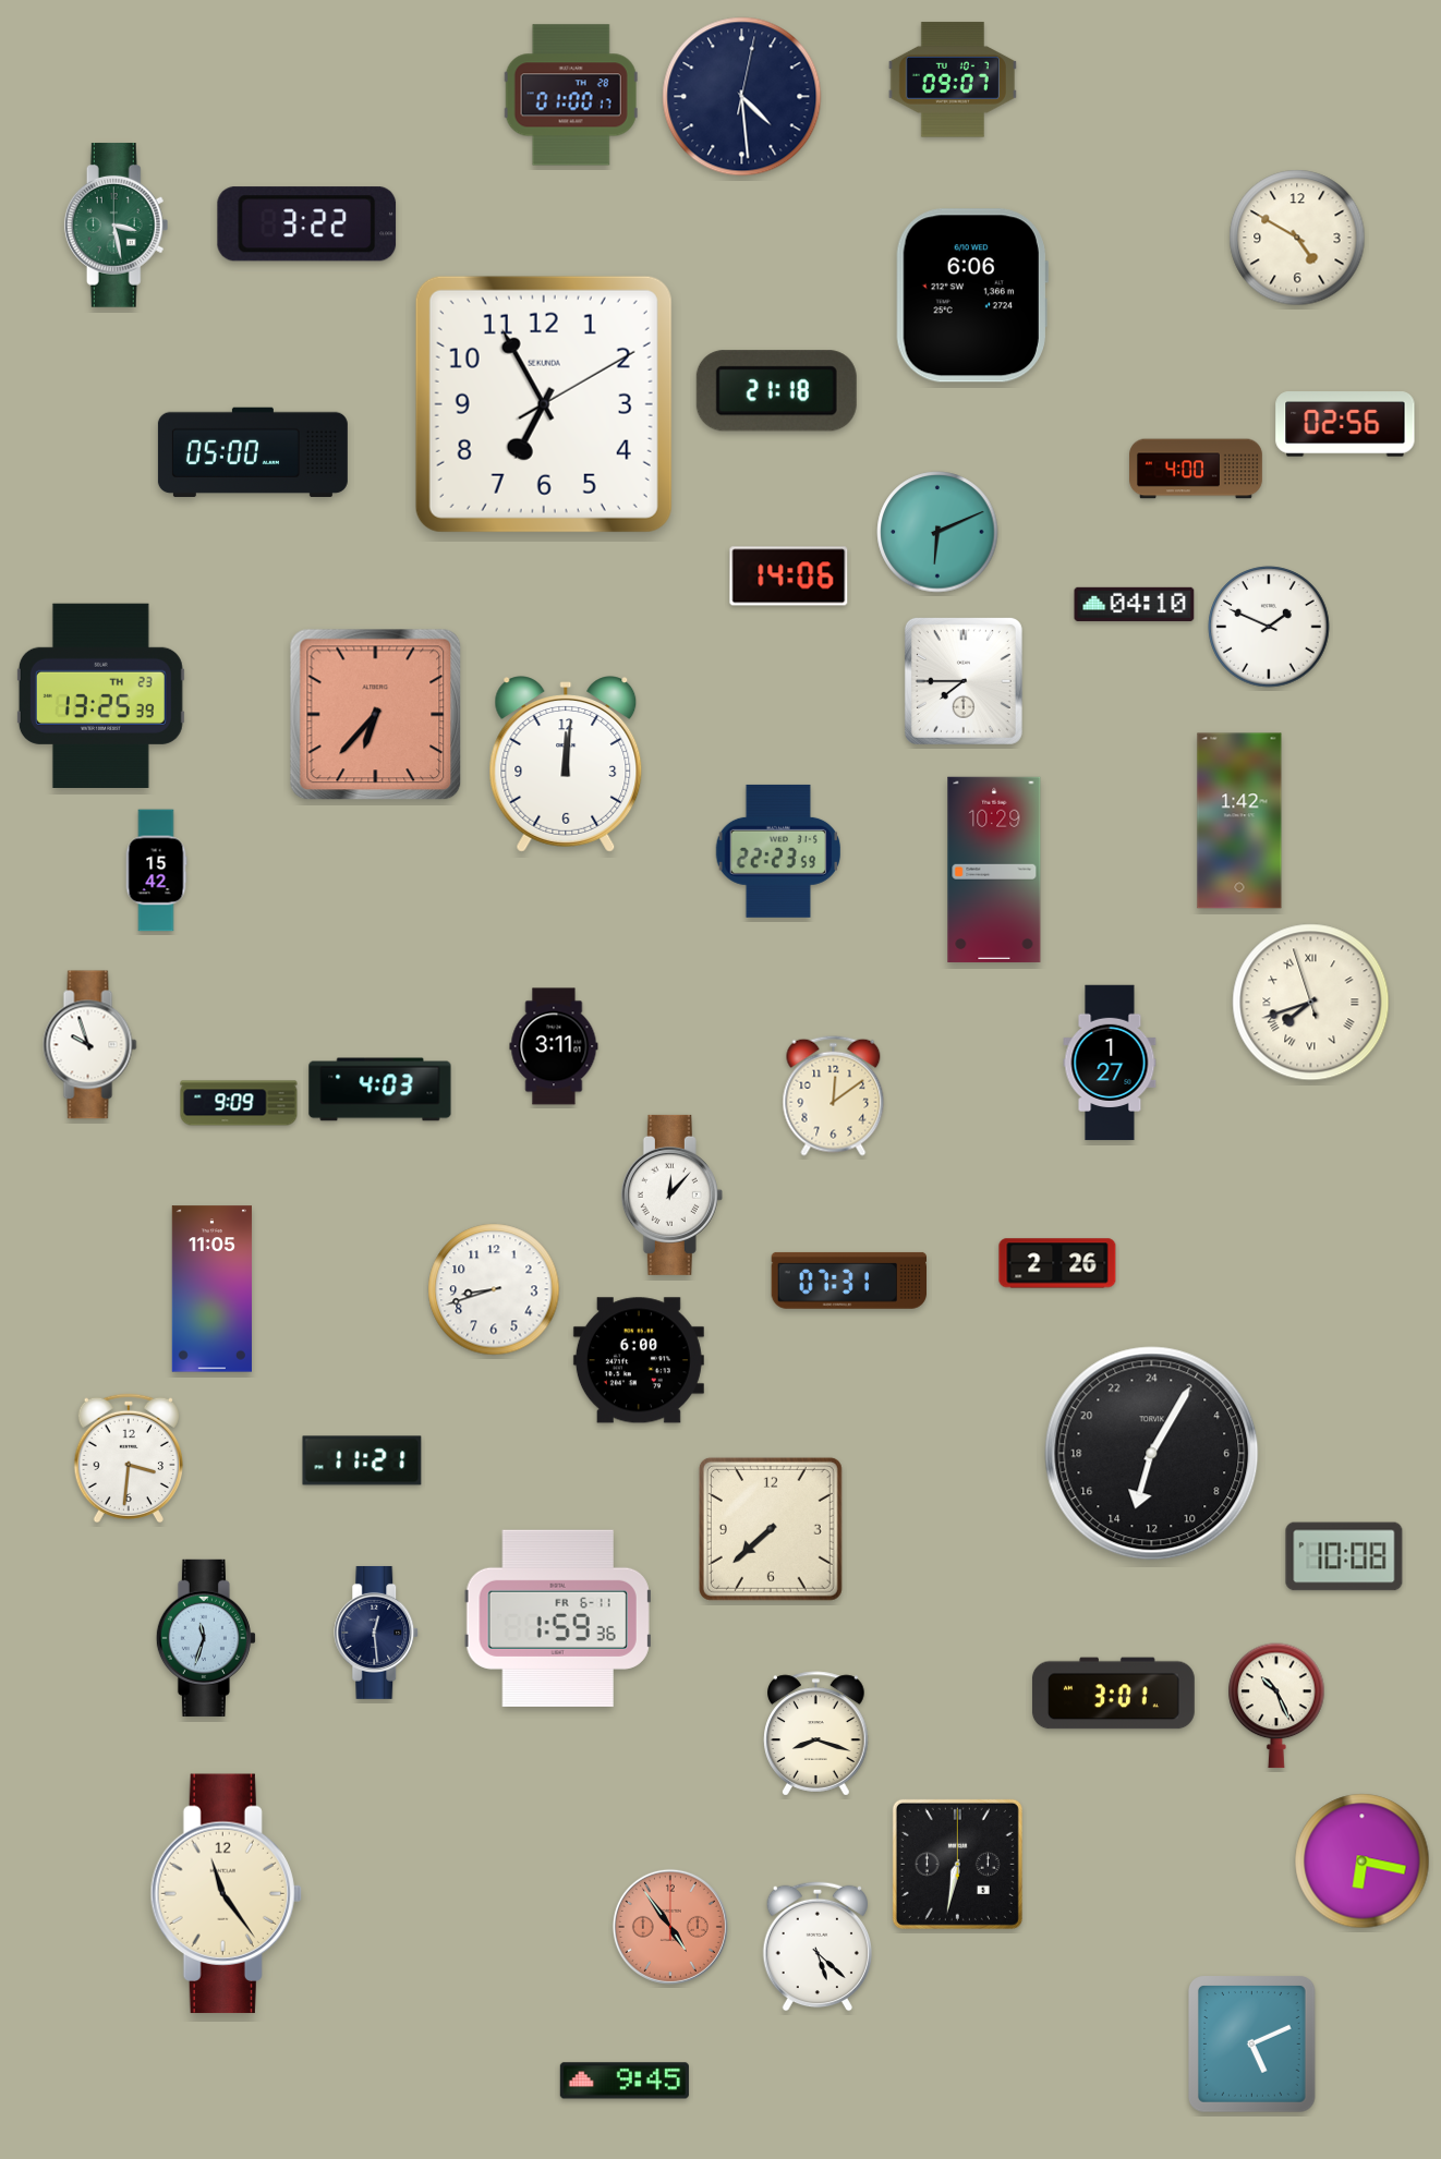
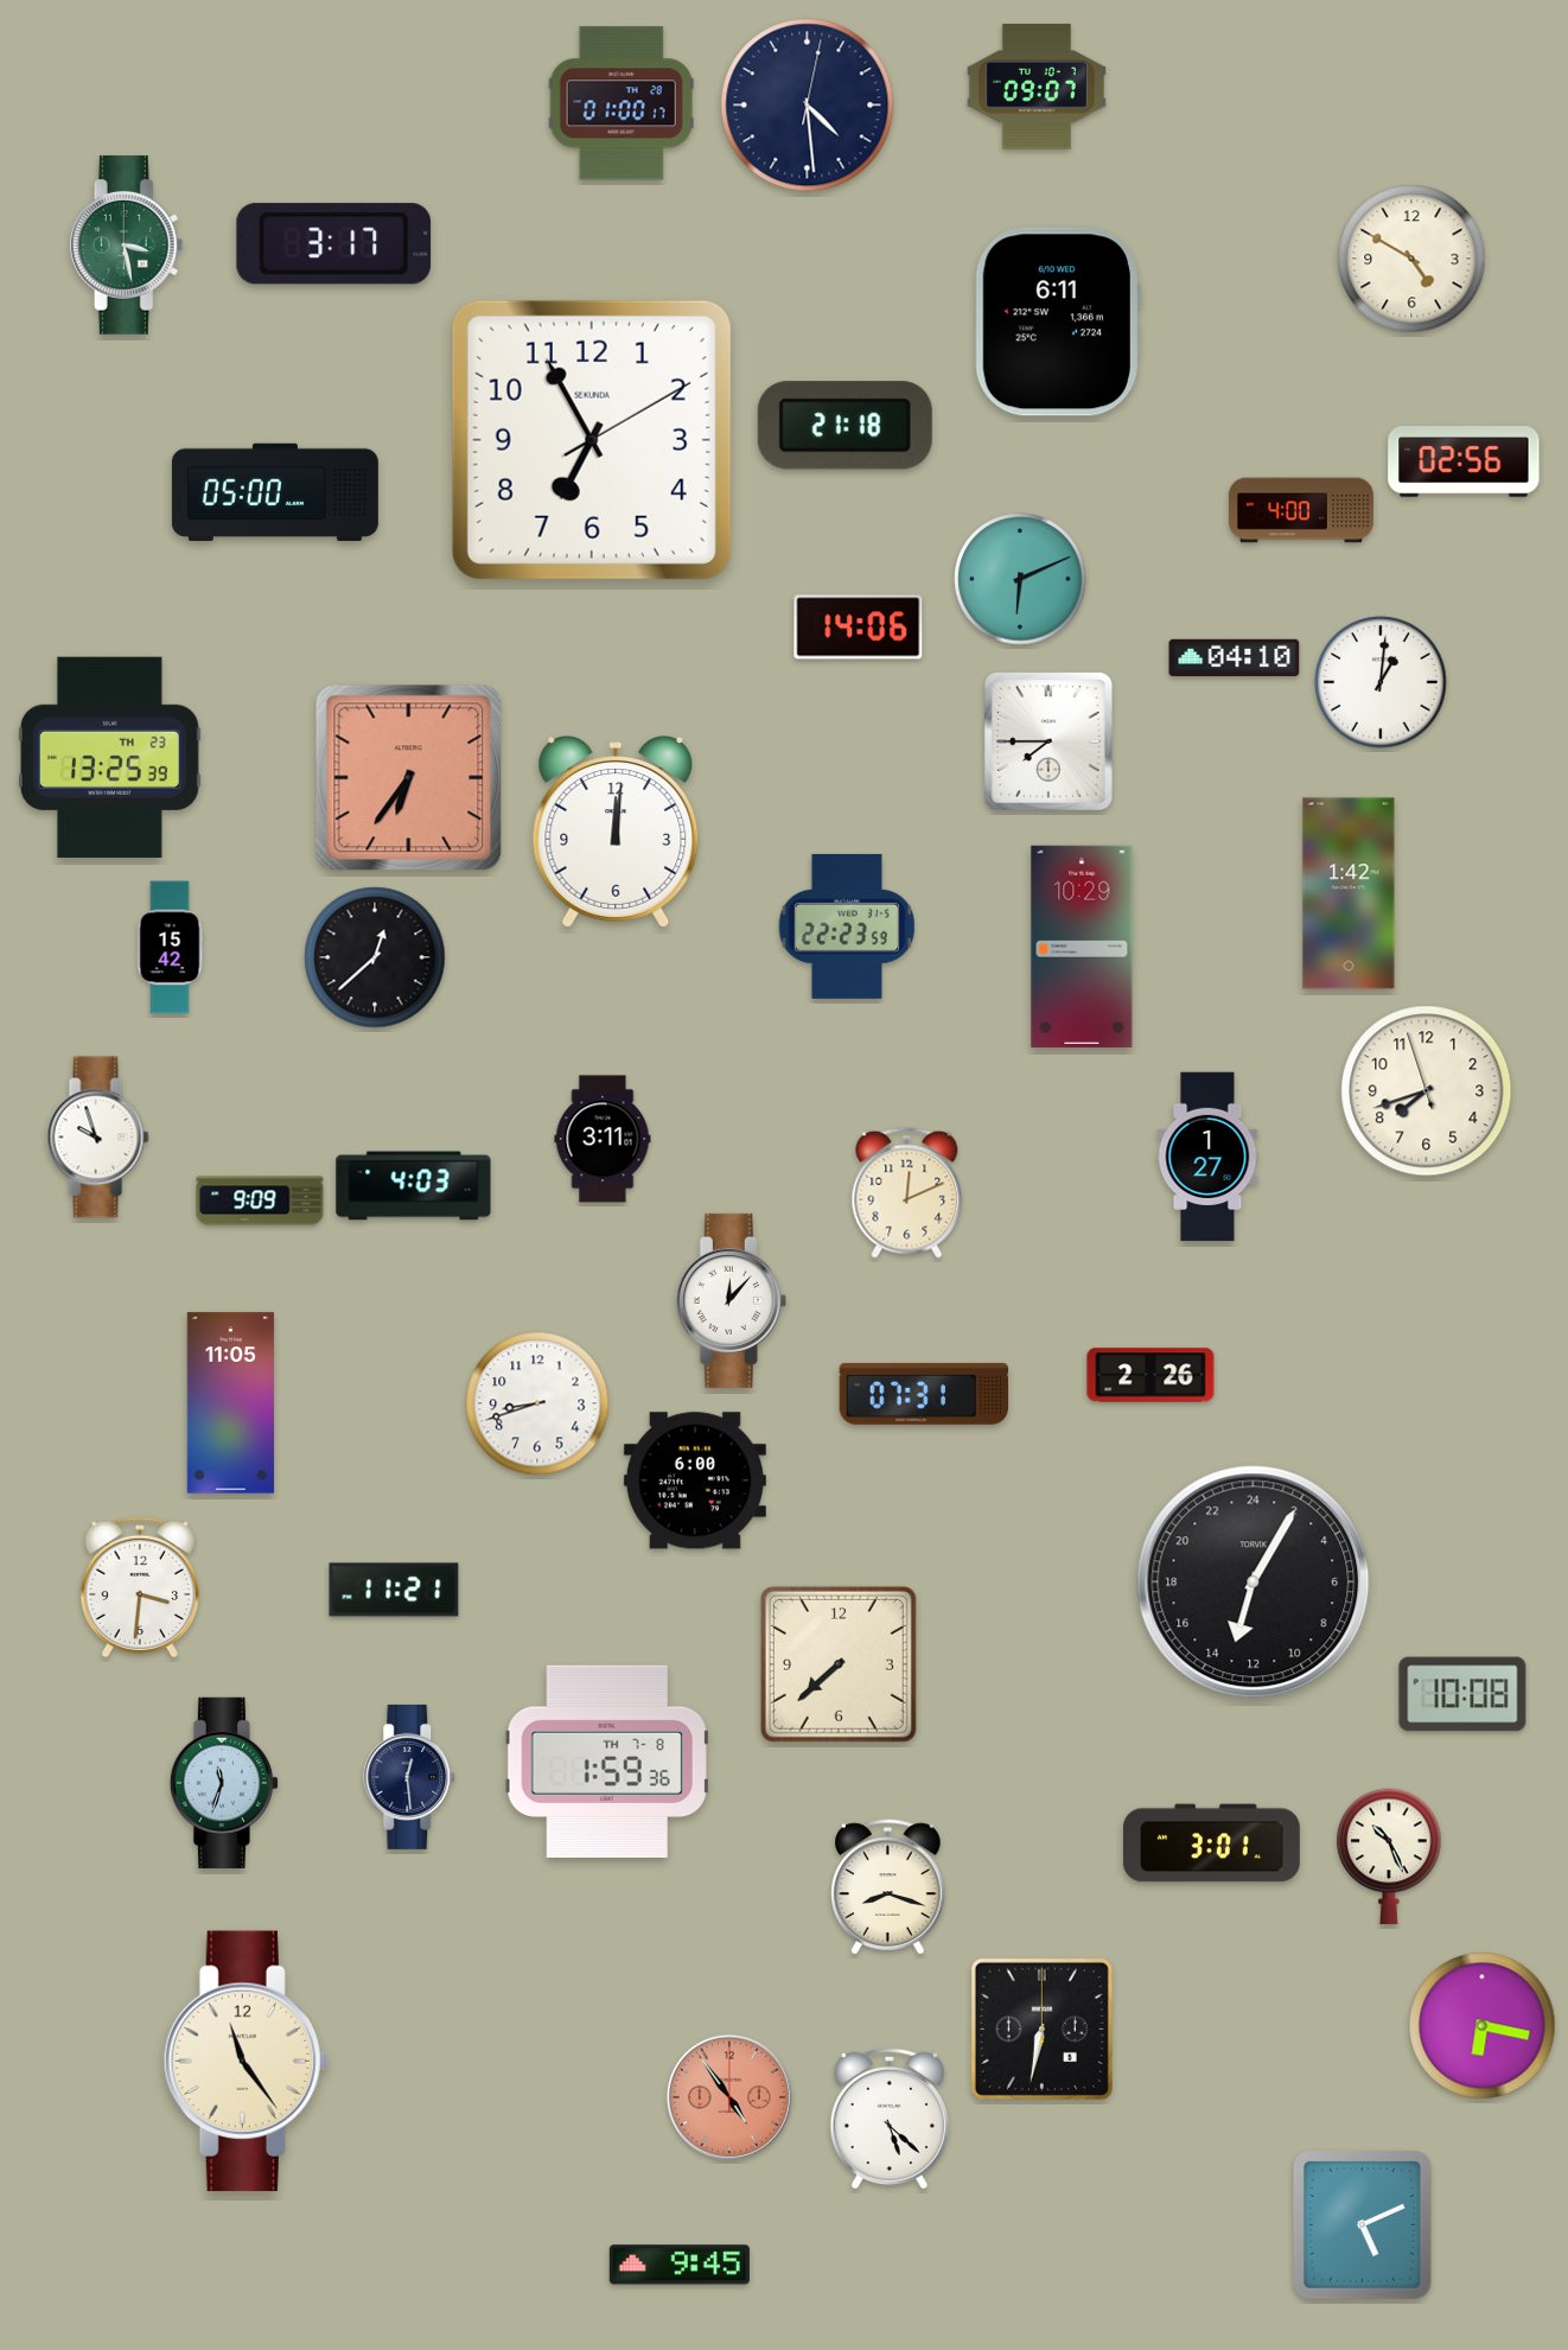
clock at (307, 225): 3:22 -> 3:17
clock at (972, 295): 6:06 -> 6:11
clock at (1269, 627): 1:49 -> 1:01
clock at (376, 715): 6:37 -> 6:36
clock at (375, 957): none -> 12:38
clock at (1311, 1003) numerals: Roman -> Arabic
clock at (834, 1095): 12:09 -> 12:11
clock at (558, 1618) date: FR 6-11 -> TH 7-8
